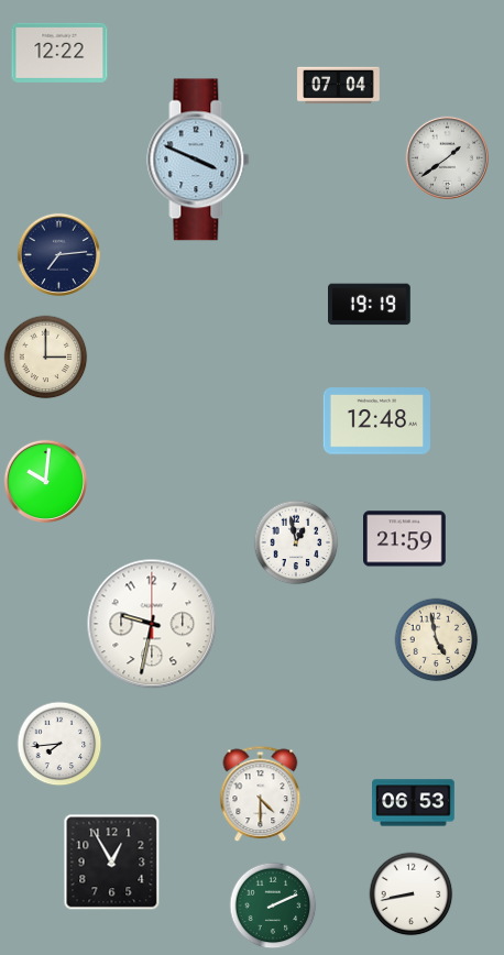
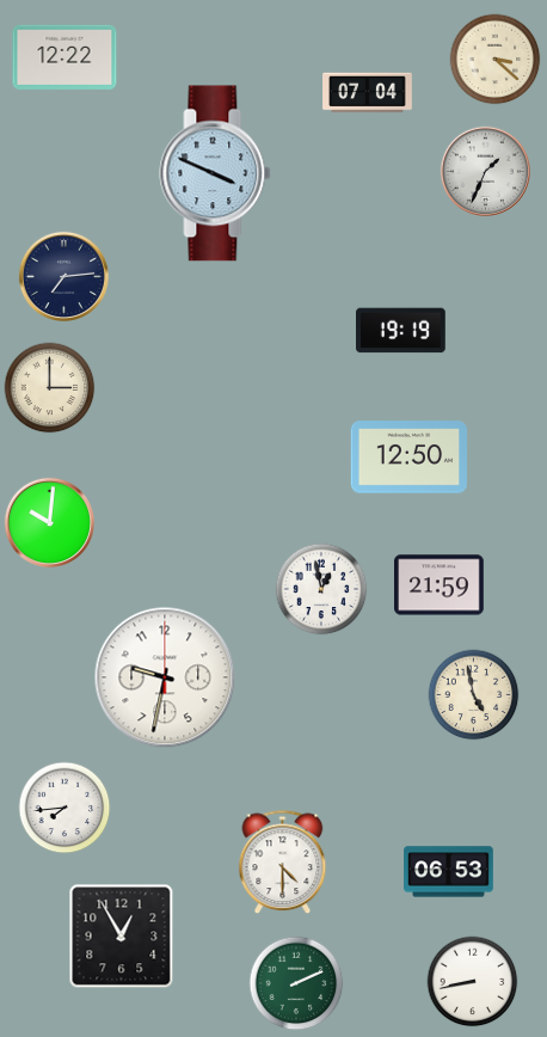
clock at (496, 60): none -> 3:22
clock at (447, 157): 1:39 -> 1:34
clock at (376, 421): 12:48 -> 12:50
clock at (412, 894) position: (412, 894) -> (473, 982)
